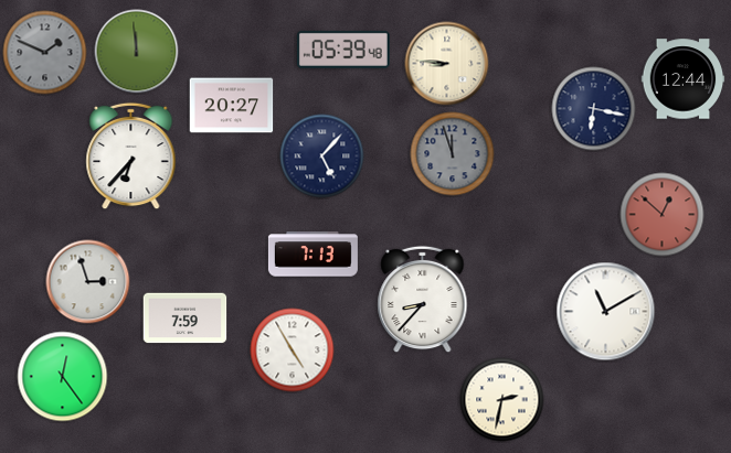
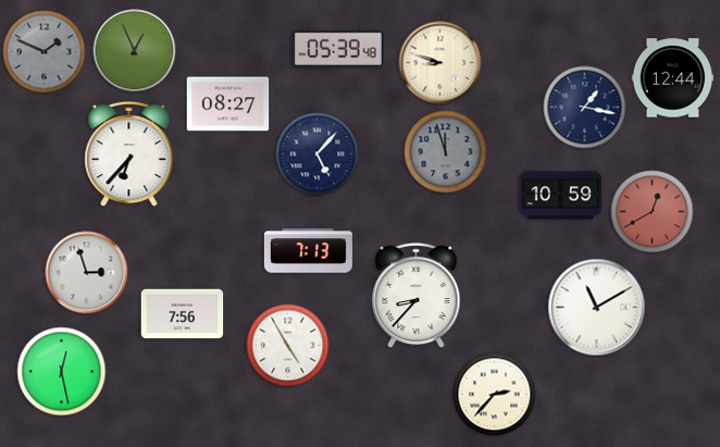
clock at (137, 52): 11:59 -> 12:56
clock at (447, 64): 8:46 -> 8:48
clock at (232, 106): 20:27 -> 08:27
clock at (594, 109): 6:17 -> 1:17
clock at (561, 196): none -> 10:59
clock at (663, 215): 12:52 -> 12:40
clock at (88, 282) position: (88, 282) -> (87, 273)
clock at (186, 319): 7:59 -> 7:56
clock at (63, 377): 12:24 -> 12:28
clock at (502, 400): 2:32 -> 2:37
